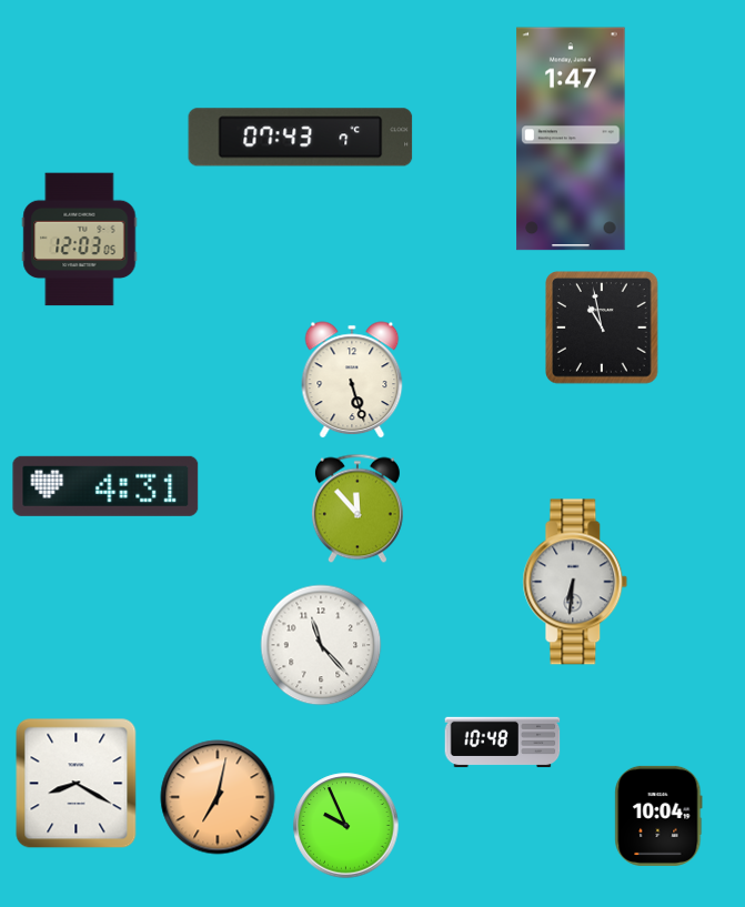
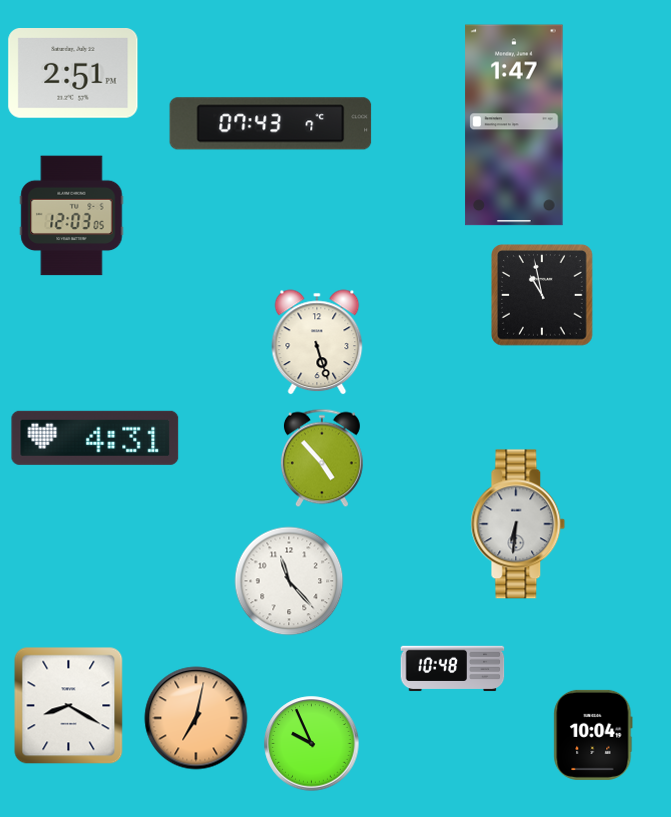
clock at (73, 74): none -> 2:51
clock at (358, 508): 11:53 -> 4:53
